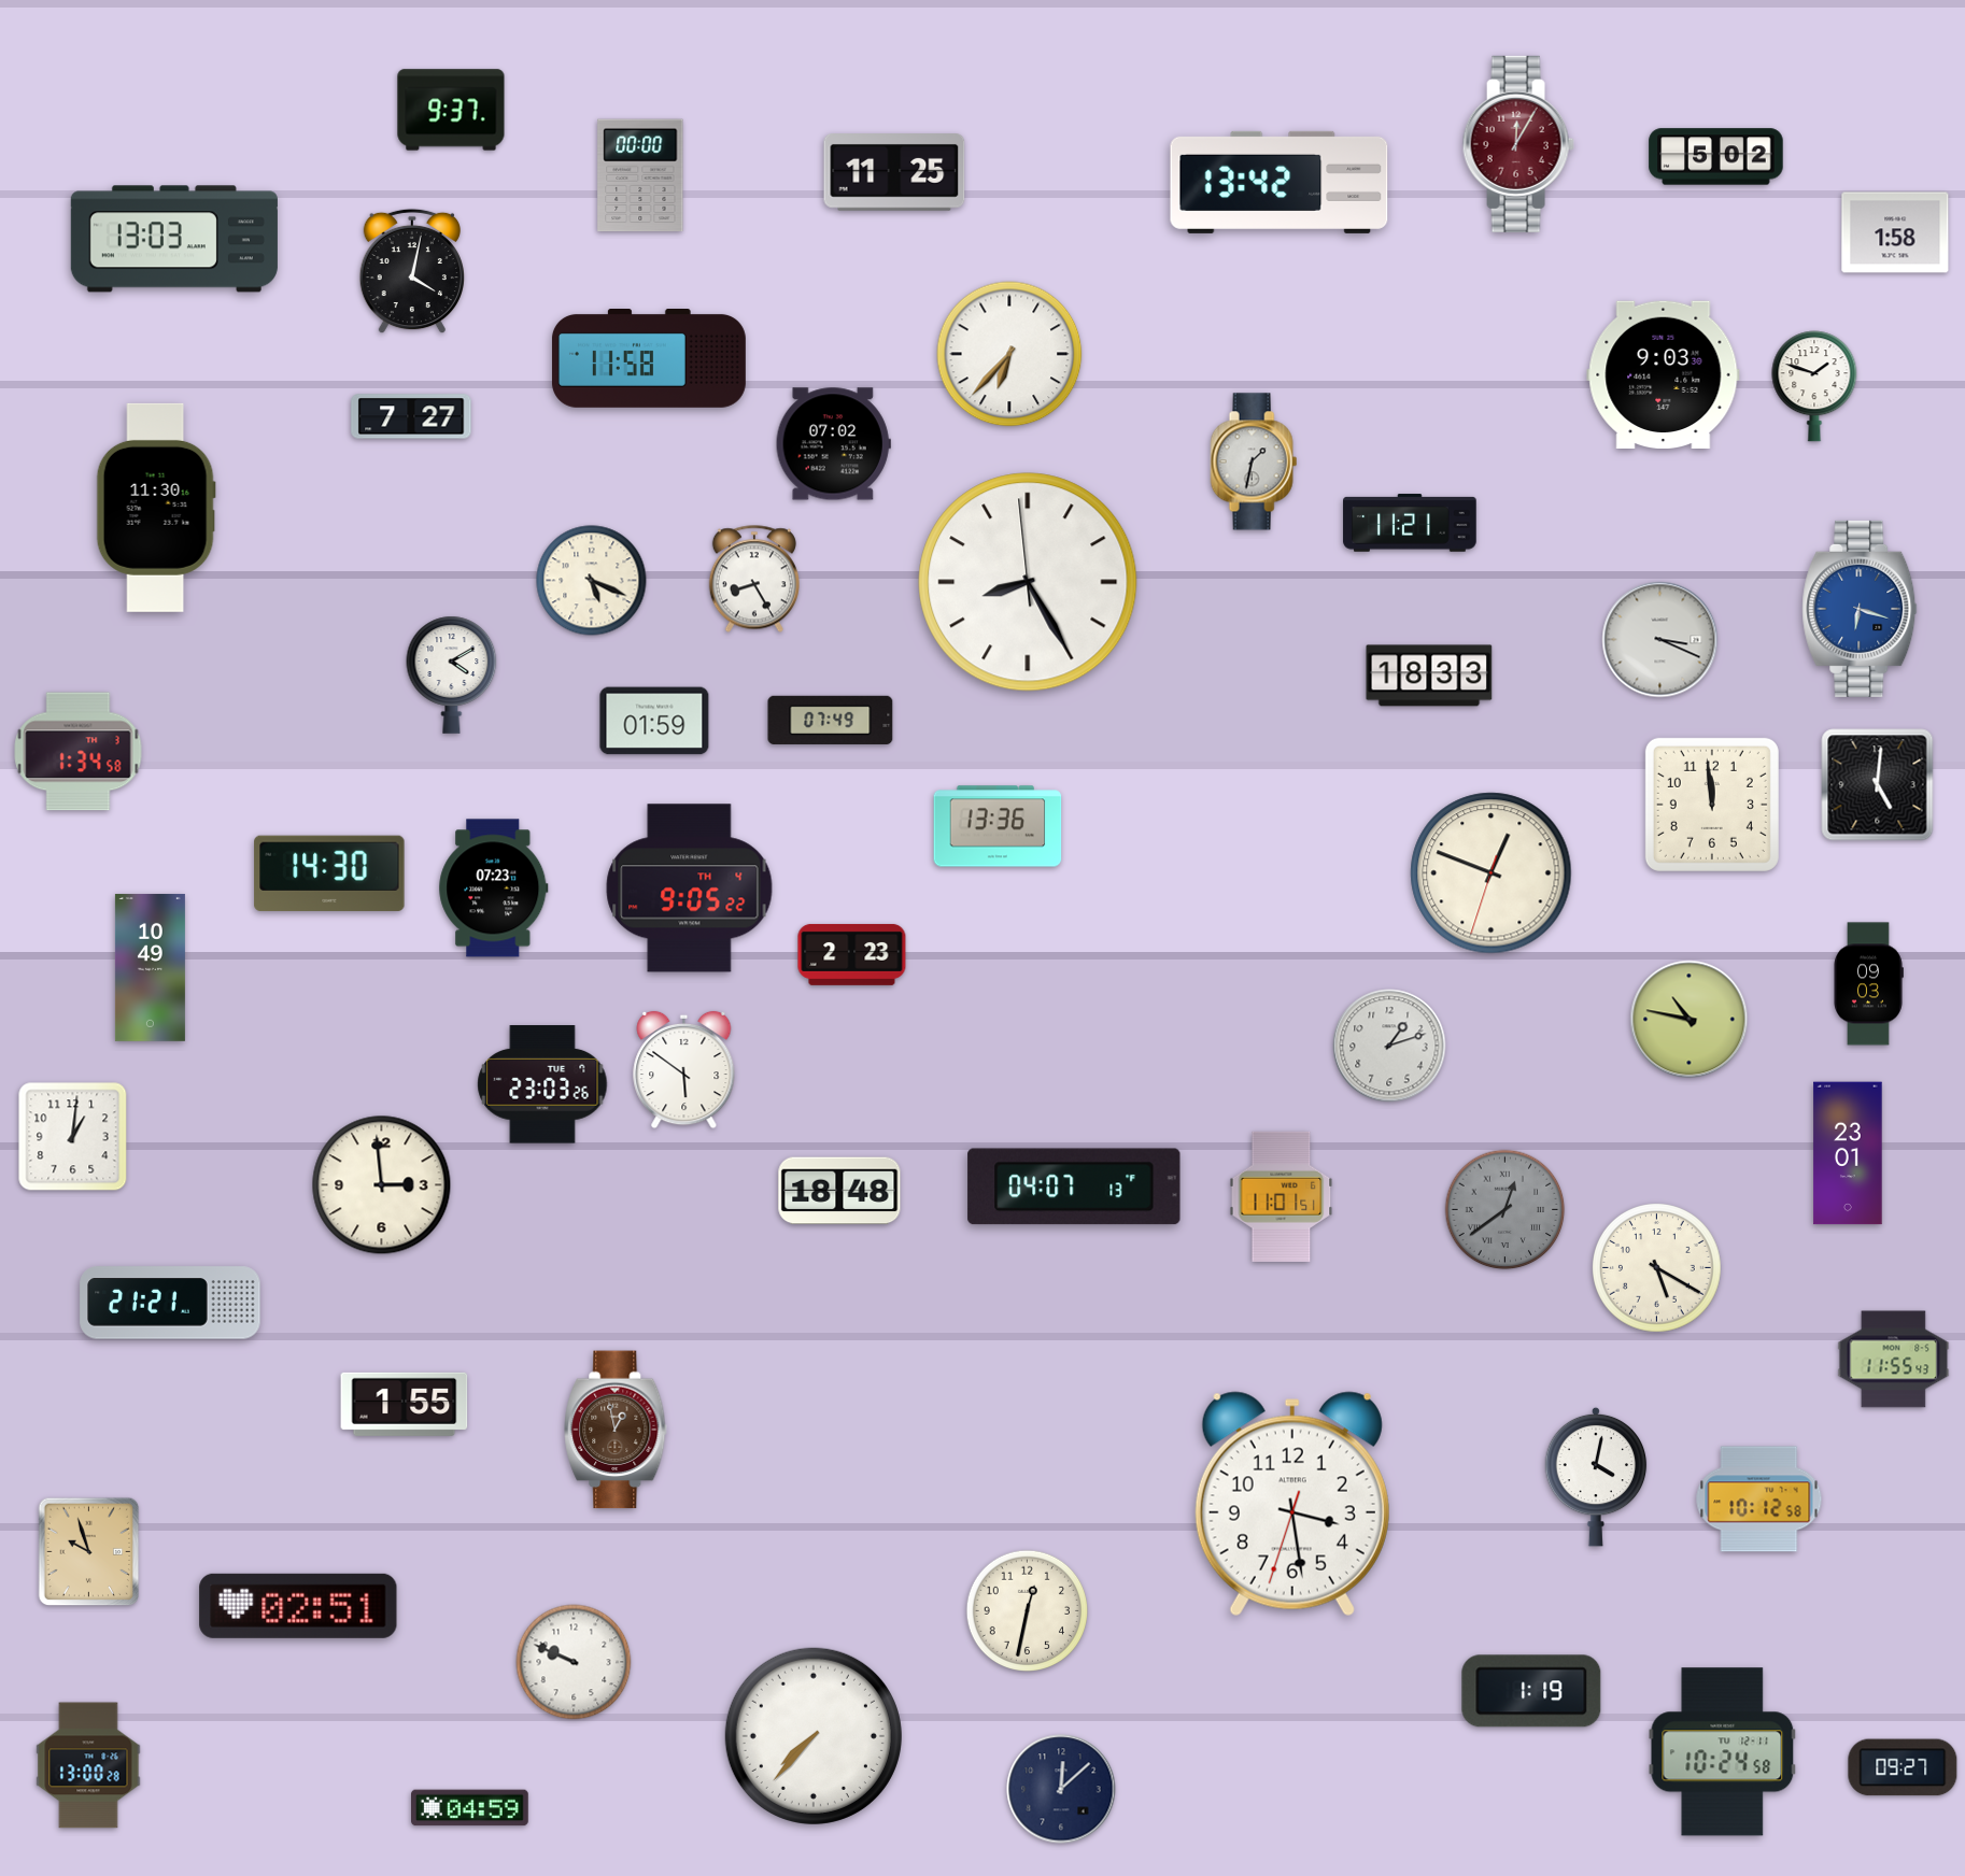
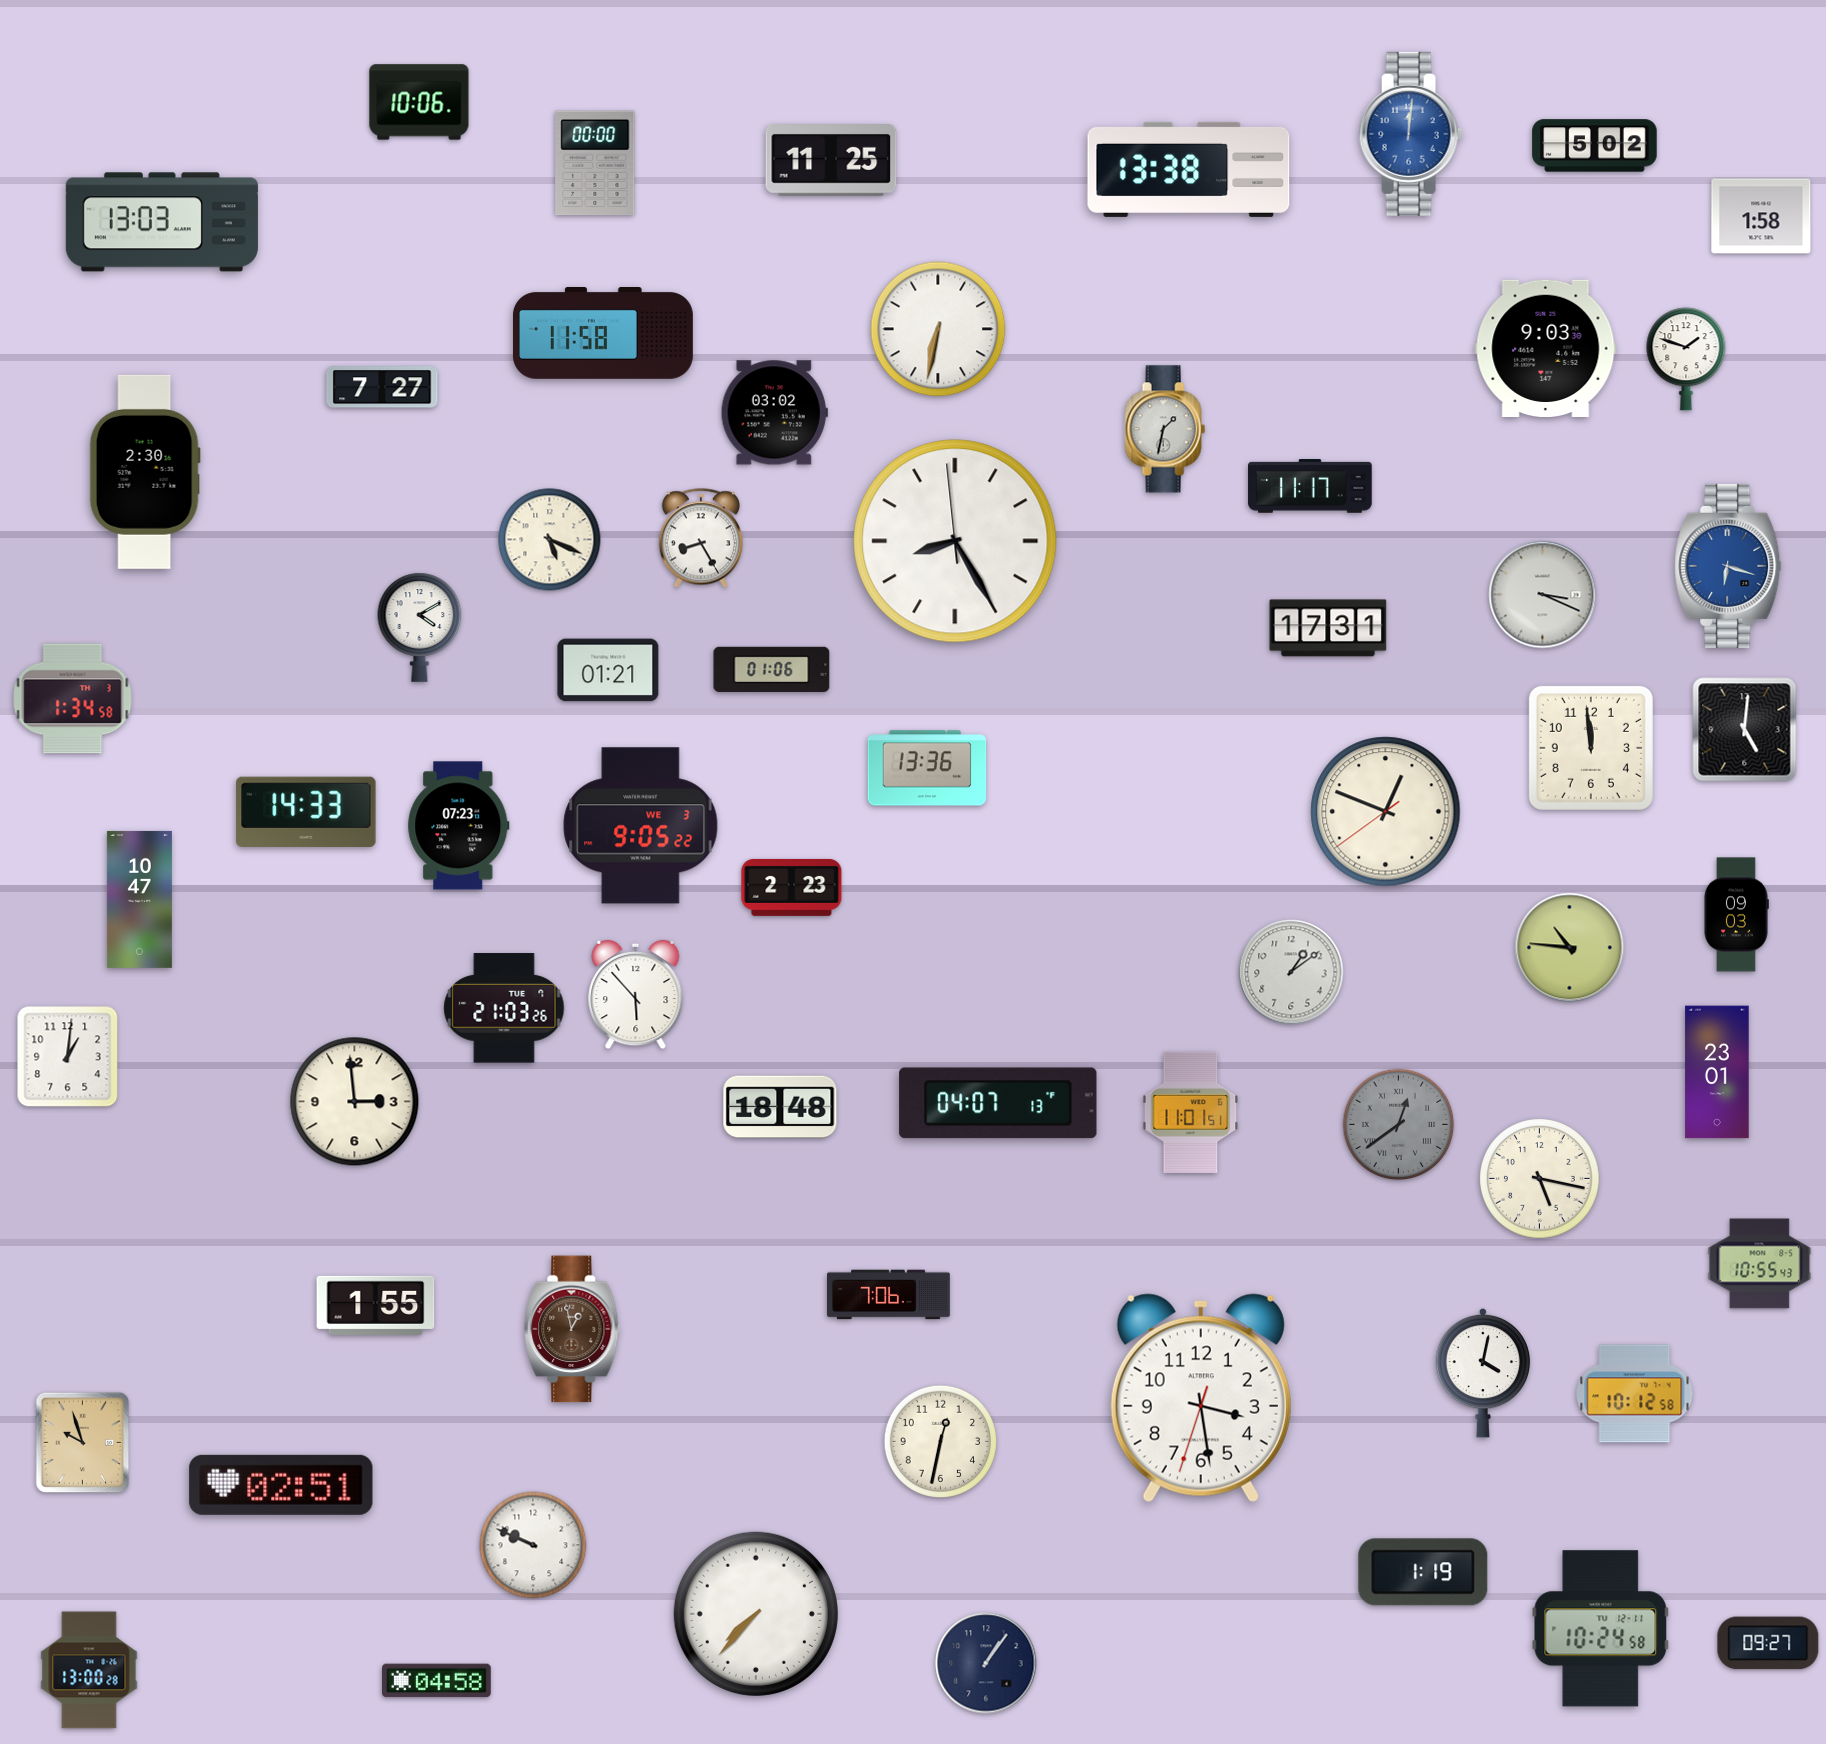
clock at (451, 110): 9:37 -> 10:06
clock at (1518, 144): 12:05 -> 12:01
clock at (1518, 144) dial: burgundy -> blue
clock at (1280, 182): 13:42 -> 13:38
clock at (412, 271): 4:02 -> none
clock at (1009, 354): 6:37 -> 6:32
clock at (833, 444): 07:02 -> 03:02
clock at (156, 508): 11:30 -> 2:30
clock at (1410, 523): 11:21 -> 11:17
clock at (1429, 676): 18:33 -> 17:31
clock at (831, 720): 07:49 -> 01:06
clock at (654, 721): 01:59 -> 01:21
clock at (329, 873): 14:30 -> 14:33
clock at (1492, 873): 12:48:33 -> 12:48:39
clock at (690, 889) date: TH 4 -> WE 3
clock at (150, 967): 10:49 -> 10:47
clock at (1690, 1020): 10:47 -> 10:46
clock at (1389, 1046): 1:12 -> 1:09
clock at (684, 1070): 5:51 -> 5:53
clock at (542, 1084): 23:03 -> 21:03
clock at (1657, 1268): 5:20 -> 5:17
clock at (170, 1303): 21:21 -> none
clock at (1894, 1360): 11:55 -> 10:55
clock at (889, 1295): none -> 7:06
clock at (298, 1606) position: (298, 1606) -> (281, 1485)
clock at (1027, 1610) position: (1027, 1610) -> (940, 1441)
clock at (88, 1765) position: (88, 1765) -> (89, 1670)
clock at (1061, 1789): 12:08 -> 1:06
clock at (470, 1808): 04:59 -> 04:58
